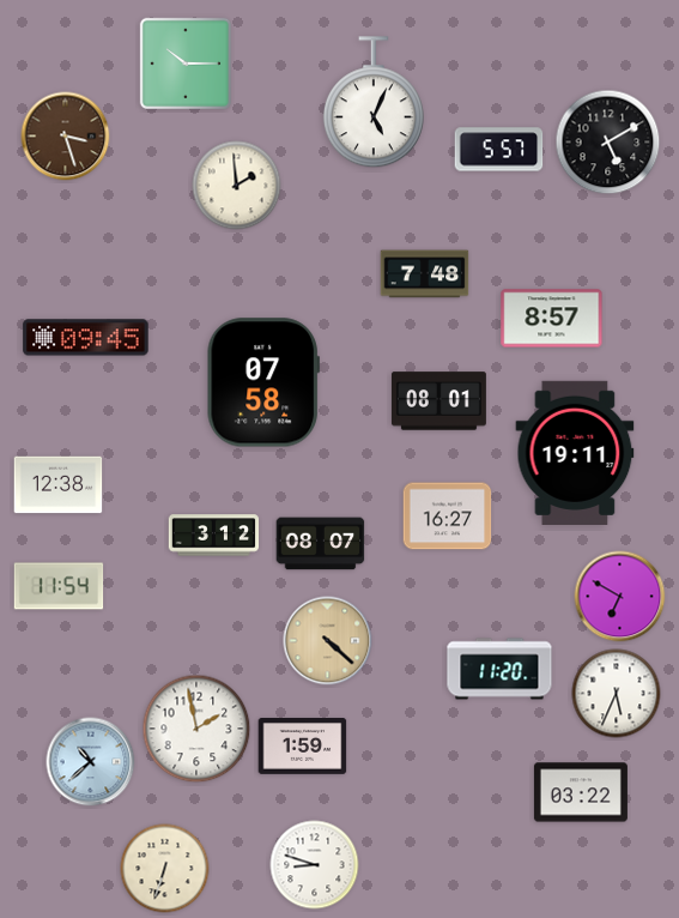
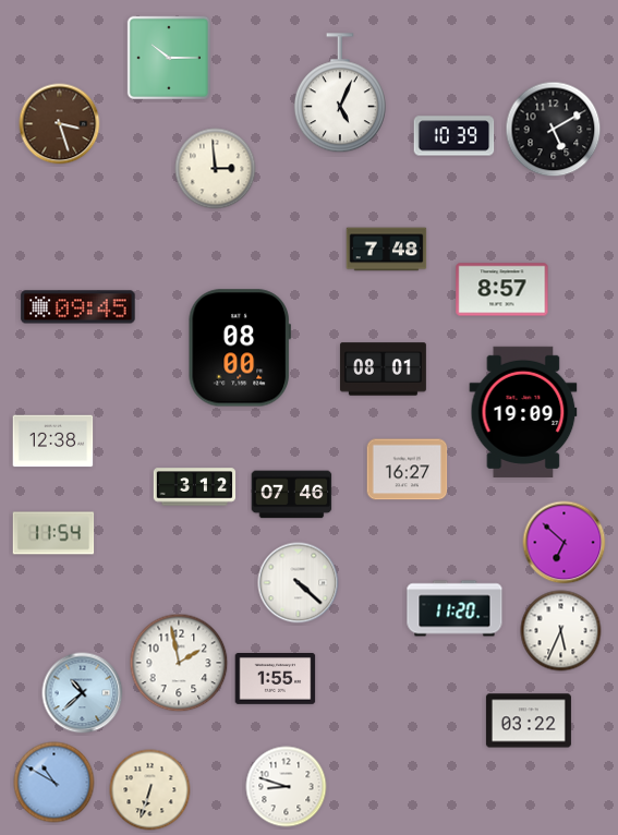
clock at (499, 150): 5:57 -> 10:39
clock at (237, 186): 1:59 -> 2:59
clock at (263, 382): 07:58 -> 08:00
clock at (438, 401) position: (438, 401) -> (383, 370)
clock at (575, 453): 19:11 -> 19:09
clock at (321, 544): 08:07 -> 07:46
clock at (620, 597): 6:50 -> 6:52
clock at (328, 641) dial: champagne -> white
clock at (303, 747): 1:59 -> 1:55
clock at (54, 783): none -> 10:50
